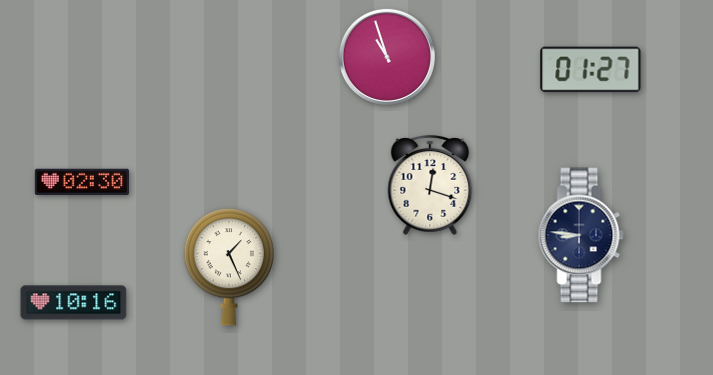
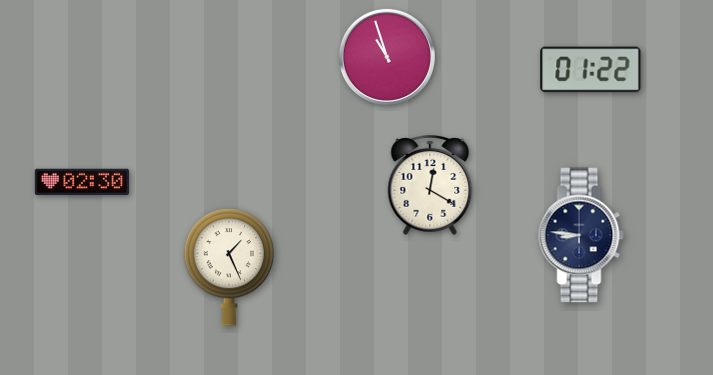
clock at (591, 70): 01:27 -> 01:22
clock at (430, 186): 12:18 -> 12:20
clock at (74, 303): 10:16 -> none
